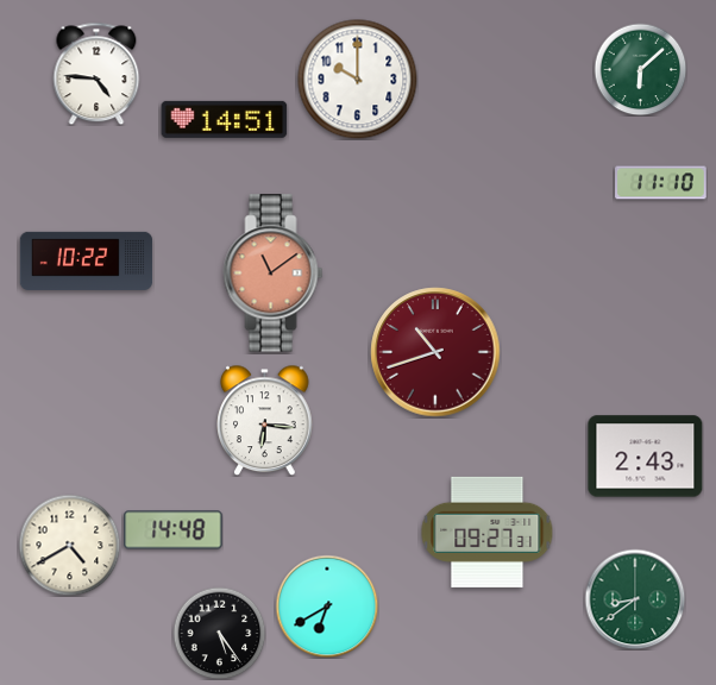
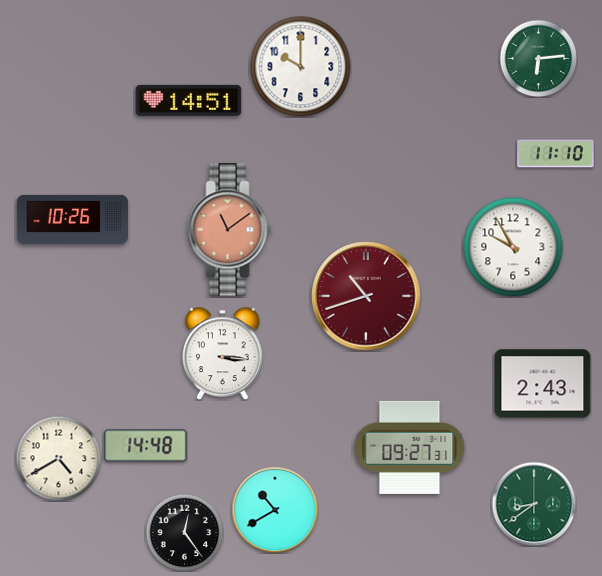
clock at (640, 69): 6:08 -> 6:14
clock at (96, 74): 4:46 -> none
clock at (87, 260): 10:22 -> 10:26
clock at (513, 247): none -> 9:55
clock at (265, 420): 6:16 -> 3:16
clock at (327, 607): 6:40 -> 10:40
clock at (219, 633): 5:24 -> 12:24
